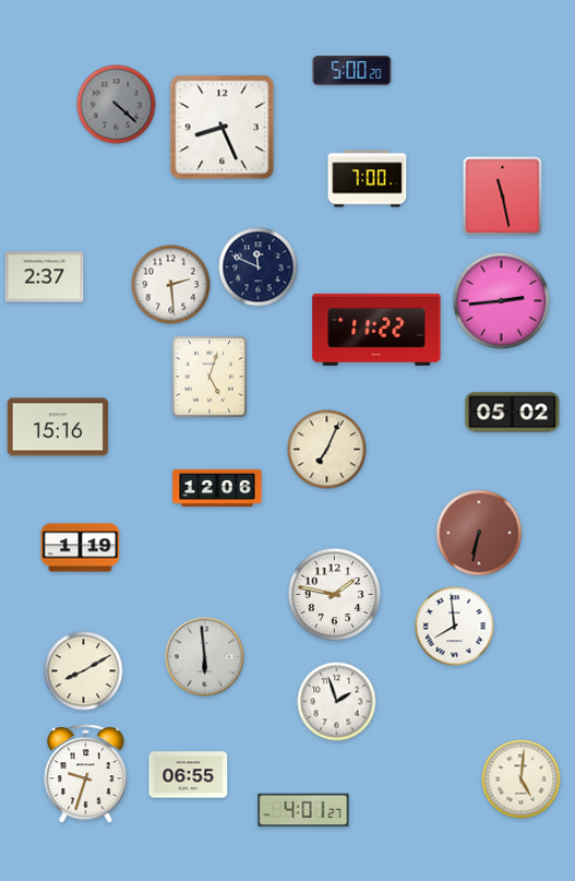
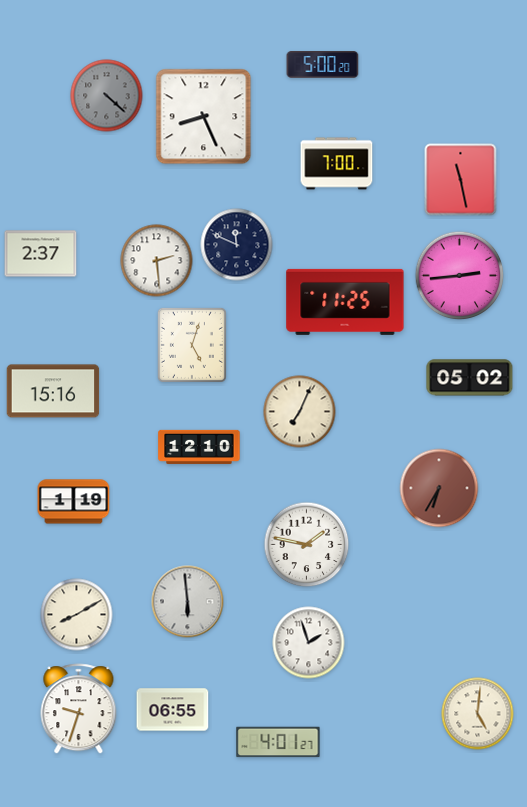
clock at (376, 330): 11:22 -> 11:25
clock at (217, 488): 12:06 -> 12:10
clock at (479, 533): 6:32 -> 6:35
clock at (455, 627): 7:59 -> none
